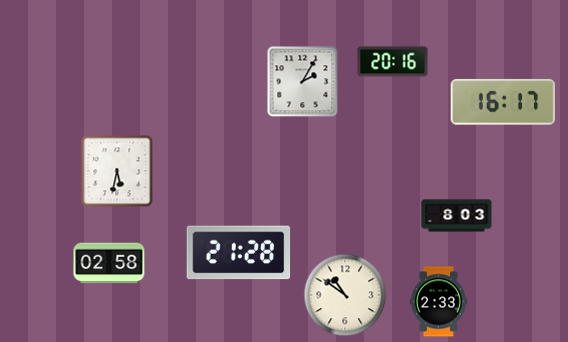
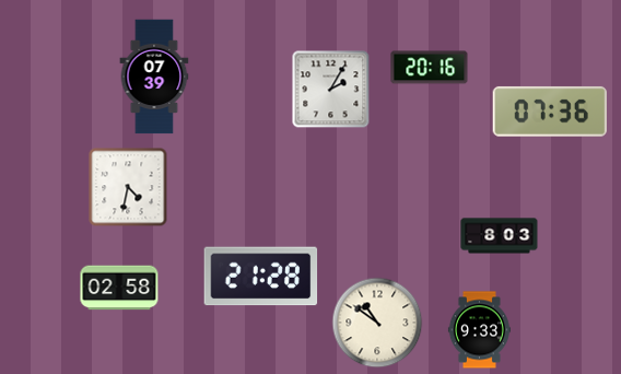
clock at (154, 77): none -> 07:39
clock at (503, 102): 16:17 -> 07:36
clock at (117, 171): 5:32 -> 4:32
clock at (438, 302): 2:33 -> 9:33
